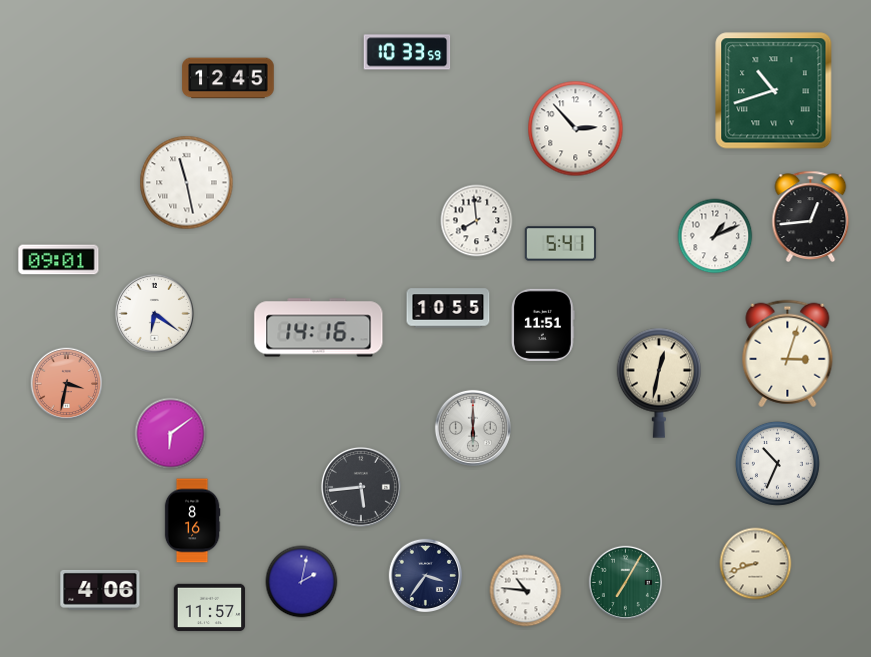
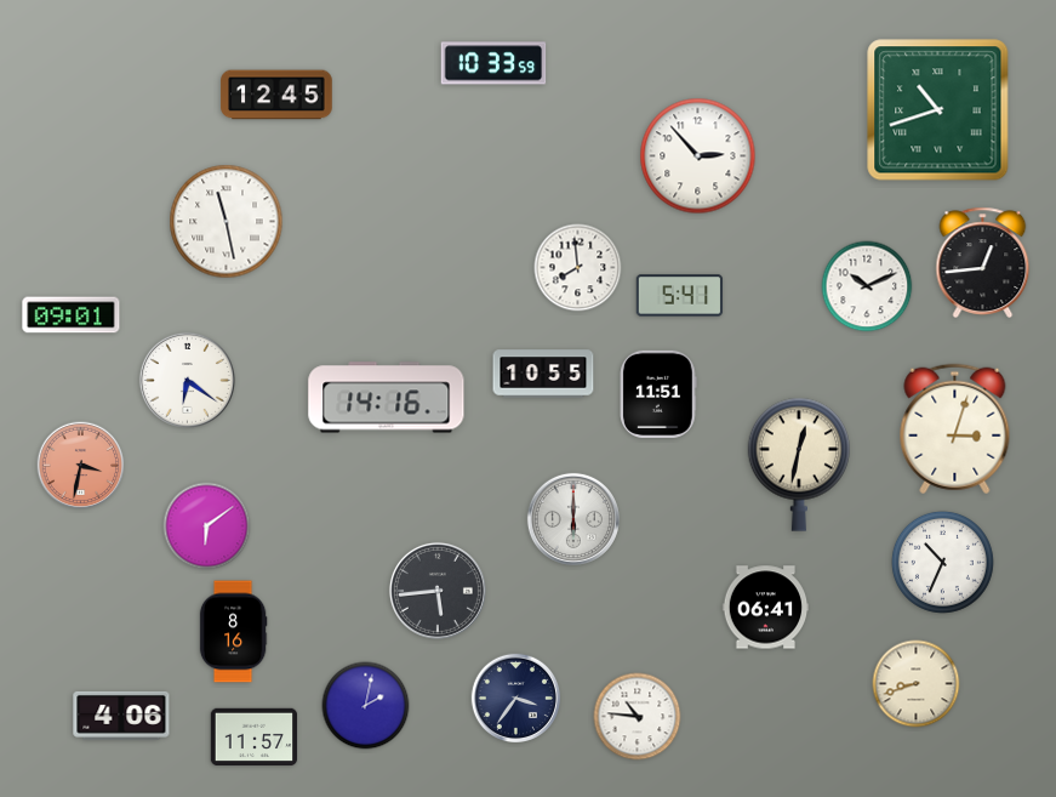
clock at (715, 236): 1:11 -> 10:11
clock at (766, 608): none -> 06:41
clock at (626, 583): 7:05 -> none
